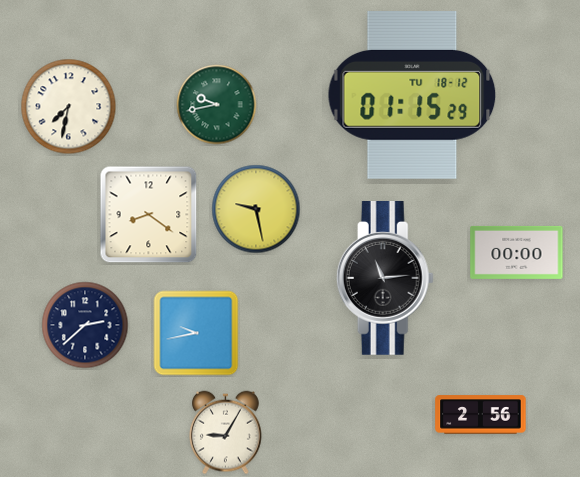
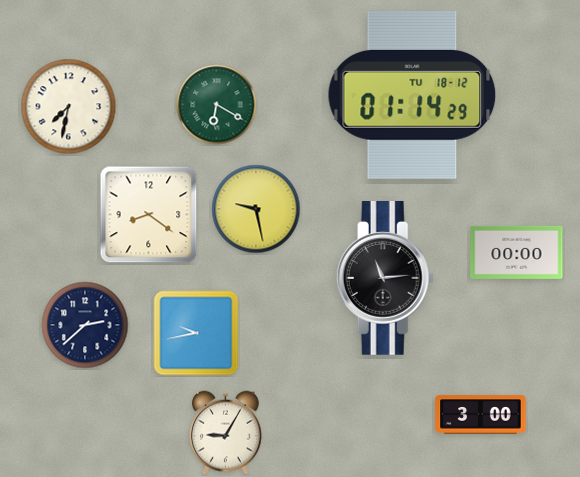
clock at (412, 95): 01:15 -> 01:14
clock at (217, 105): 9:43 -> 6:20
clock at (481, 415): 2:56 -> 3:00
